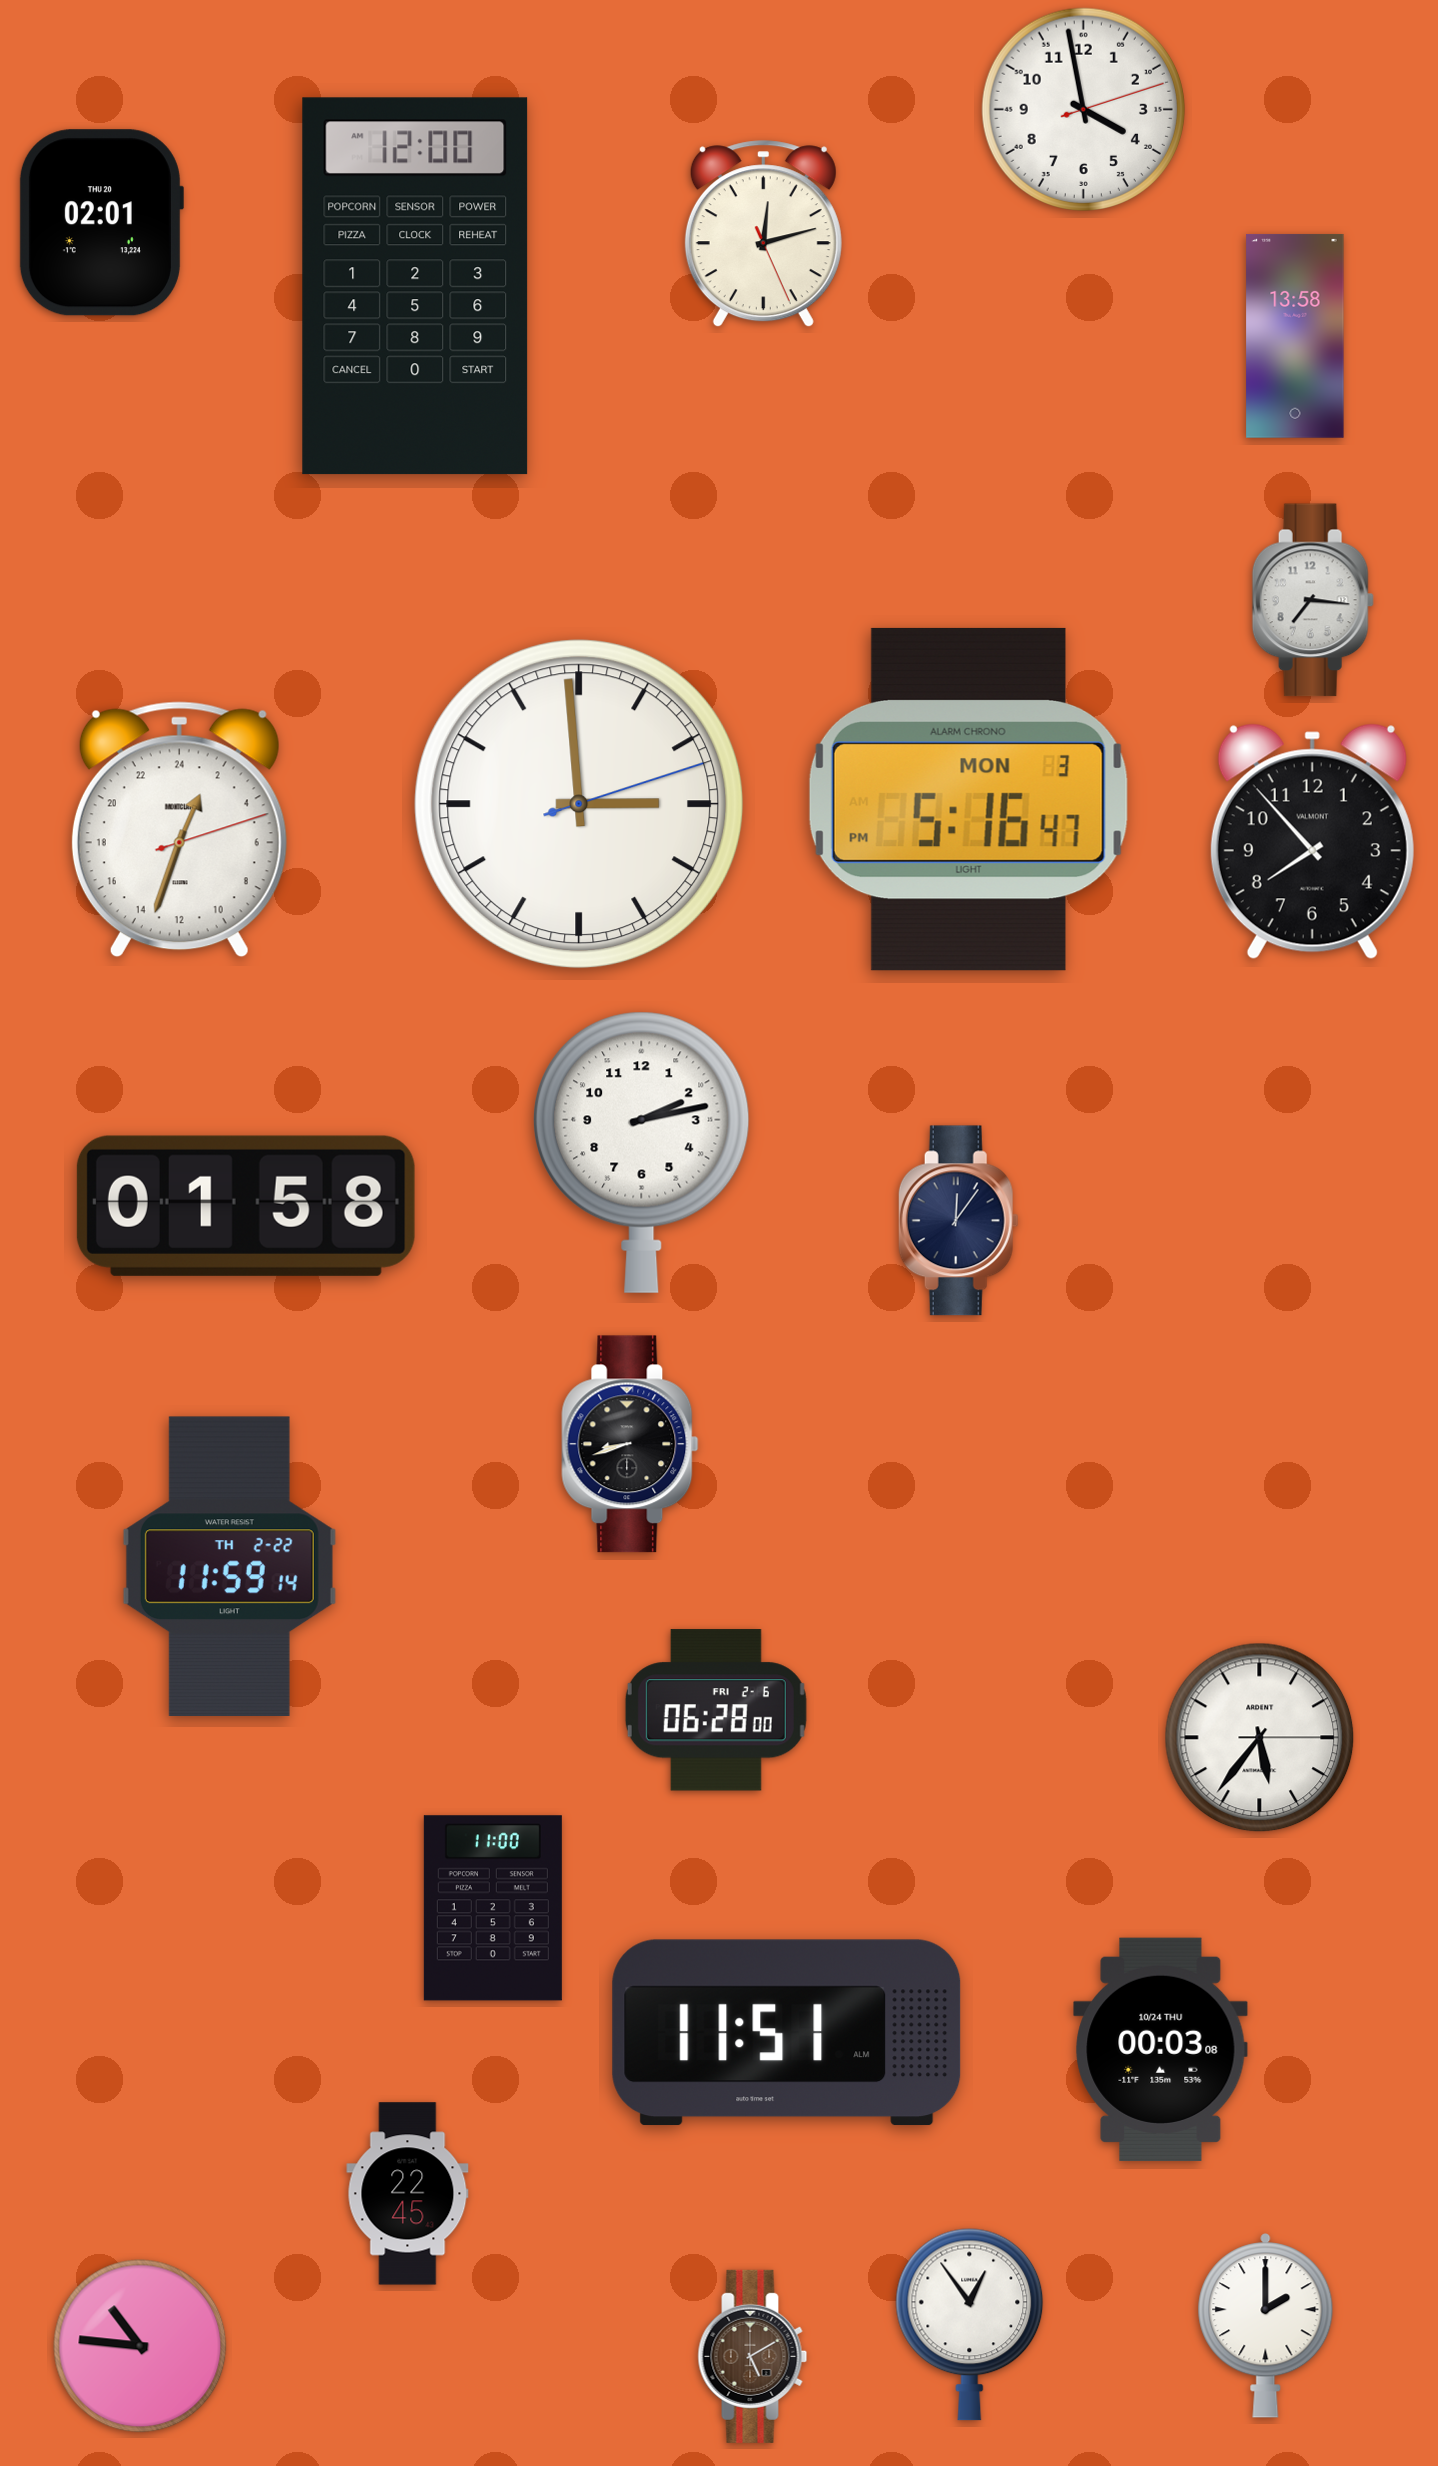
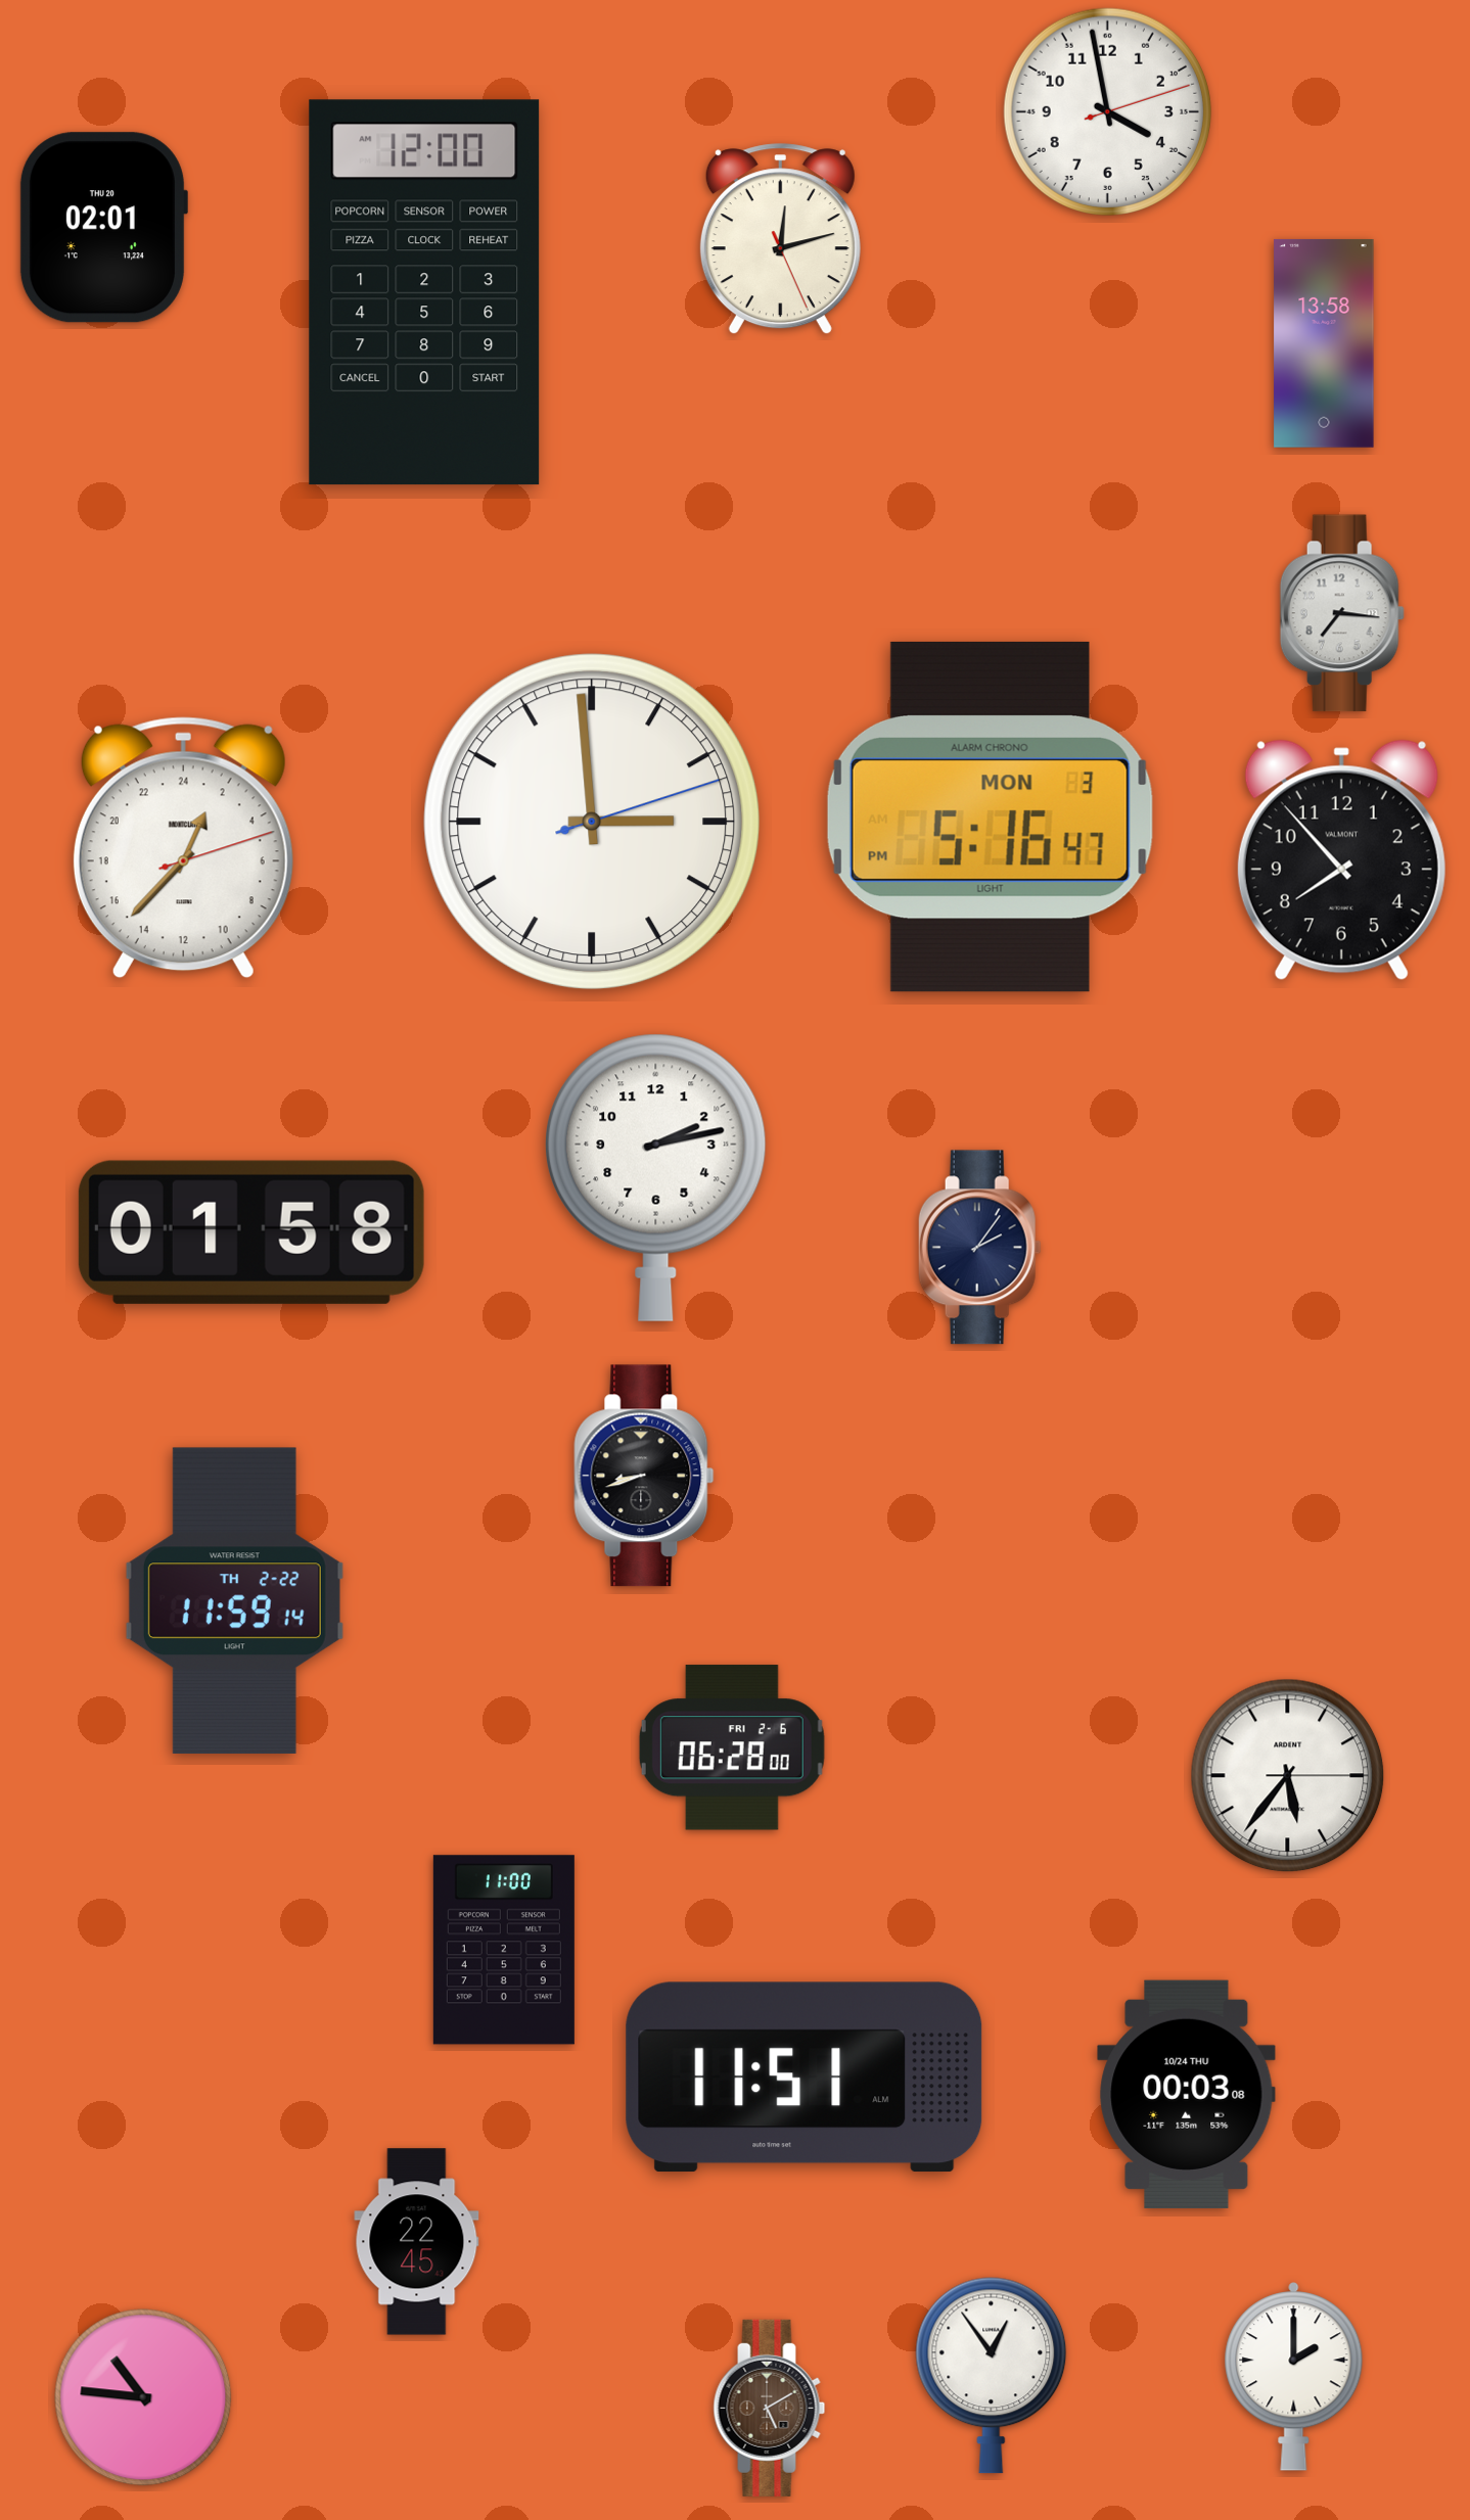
clock at (179, 830): 1:33 -> 1:37
clock at (958, 1221): 12:06 -> 2:06
